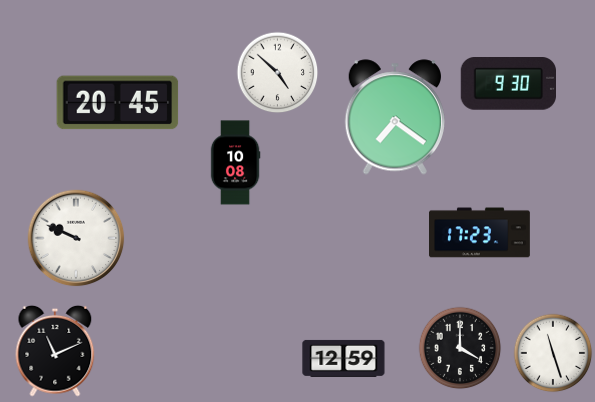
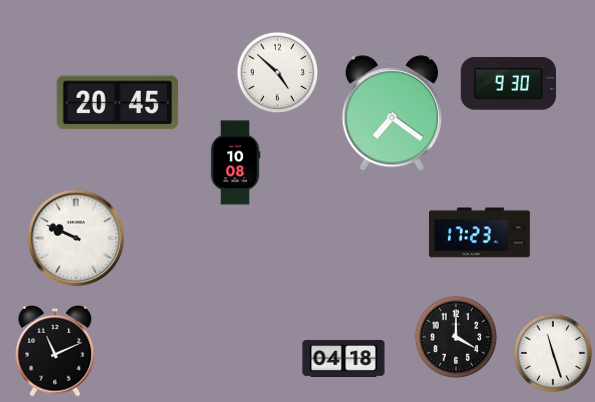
clock at (394, 117) position: (394, 117) -> (391, 113)
clock at (460, 348) position: (460, 348) -> (456, 337)
clock at (344, 358): 12:59 -> 04:18
